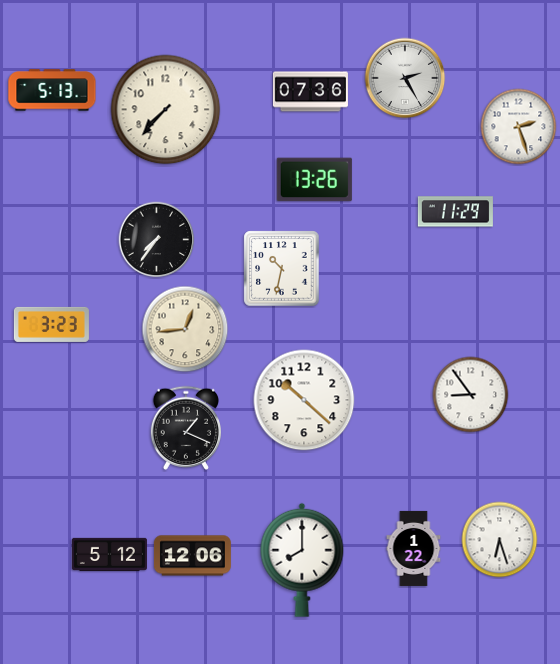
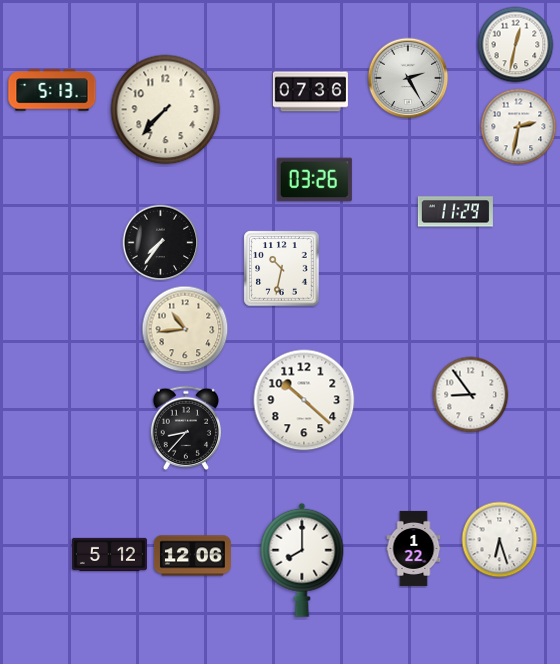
clock at (516, 45): none -> 12:32
clock at (405, 78) position: (405, 78) -> (408, 78)
clock at (519, 127): 2:27 -> 2:32
clock at (314, 180): 13:26 -> 03:26
clock at (157, 240) position: (157, 240) -> (161, 243)
clock at (51, 324): 3:23 -> none
clock at (185, 329): 12:44 -> 10:44
clock at (185, 428): 1:19 -> 8:37
